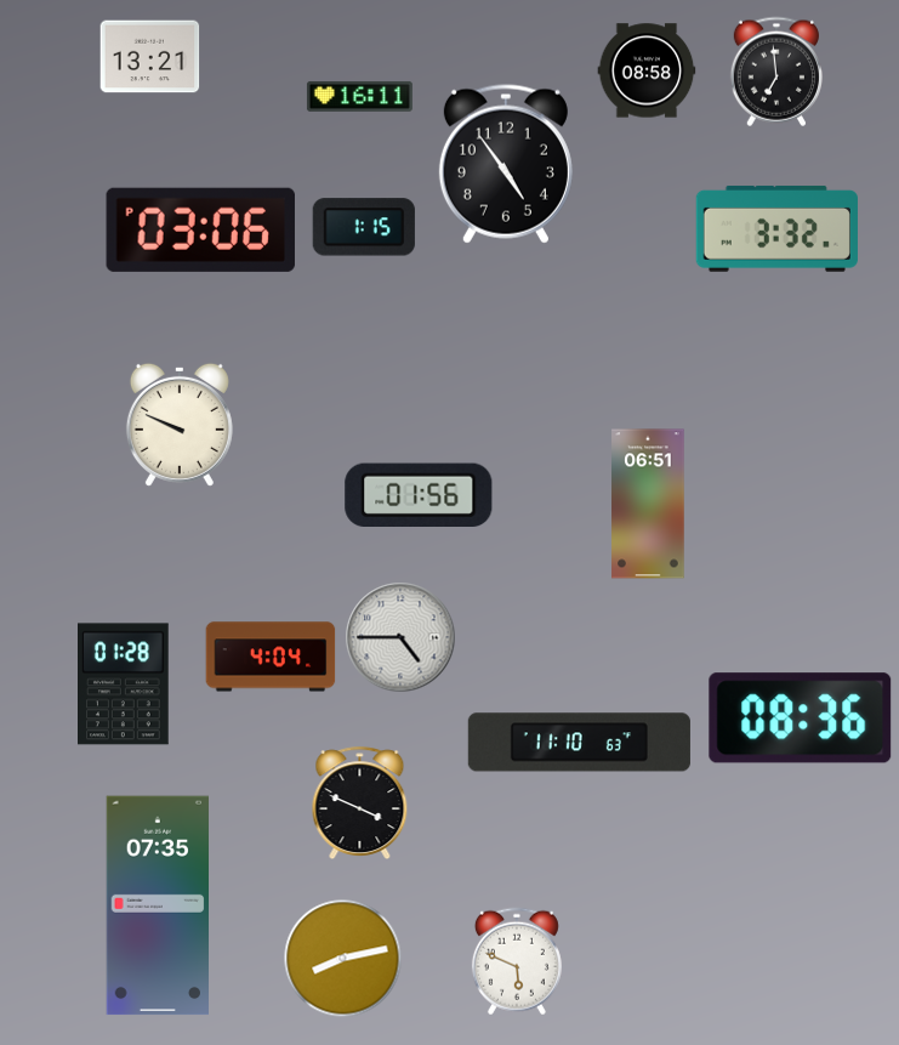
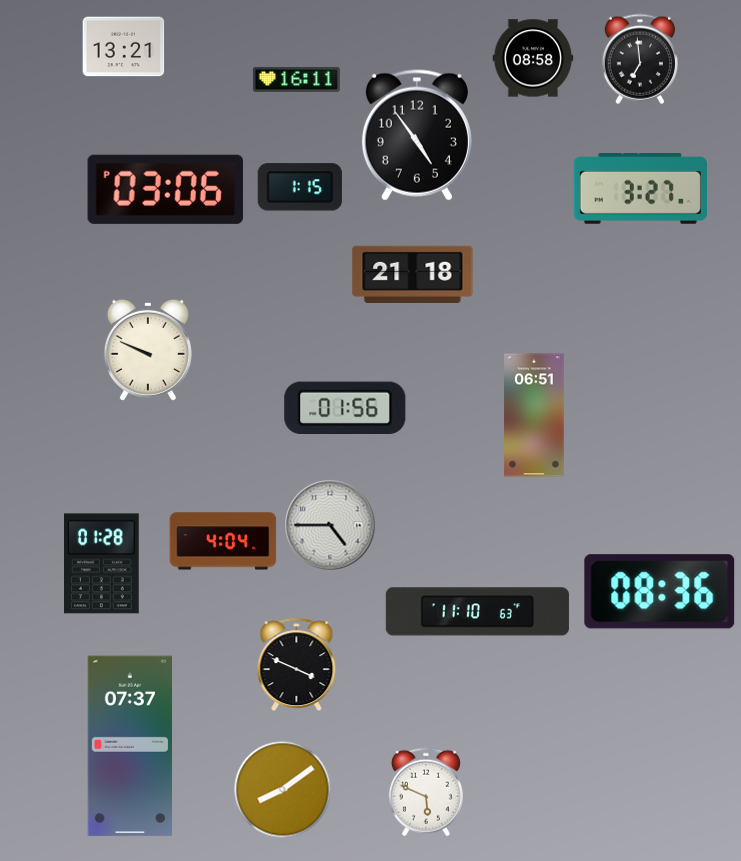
clock at (776, 228): 3:32 -> 3:27
clock at (413, 274): none -> 21:18
clock at (360, 802) position: (360, 802) -> (297, 664)
clock at (157, 905): 07:35 -> 07:37
clock at (343, 959): 8:13 -> 8:09
